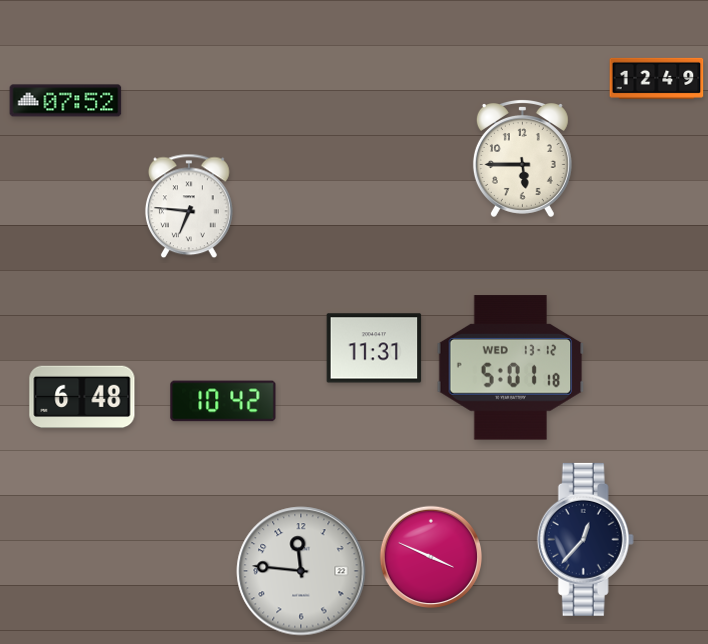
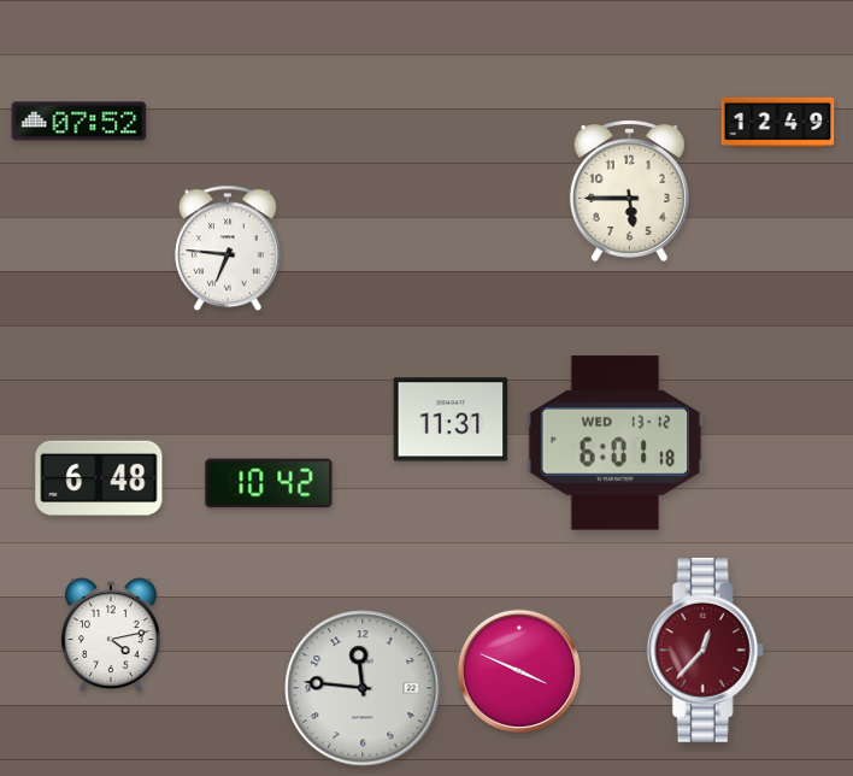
clock at (657, 78) position: (657, 78) -> (778, 122)
clock at (511, 368): 5:01 -> 6:01
clock at (112, 635): none -> 4:13
clock at (585, 539) dial: navy -> burgundy
